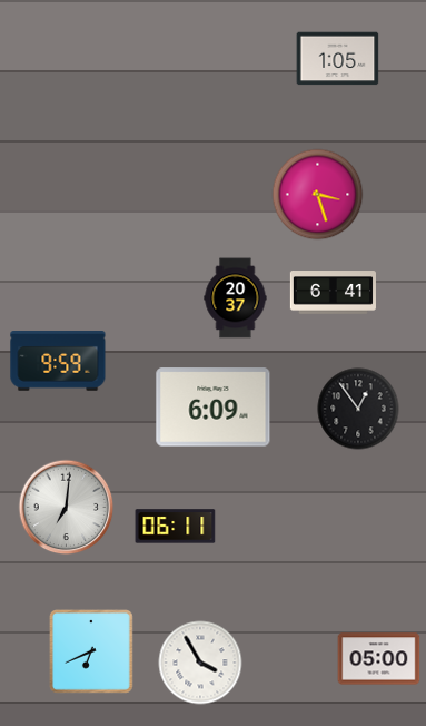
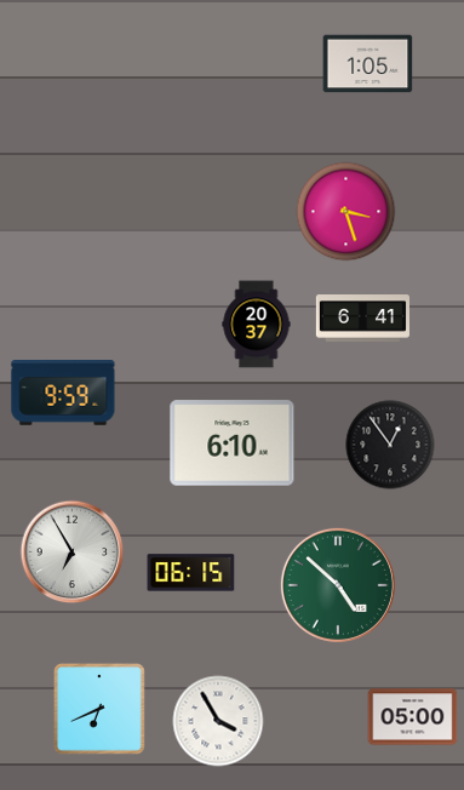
clock at (214, 408): 6:09 -> 6:10
clock at (67, 508): 7:01 -> 6:55
clock at (176, 527): 06:11 -> 06:15
clock at (338, 585): none -> 4:52
